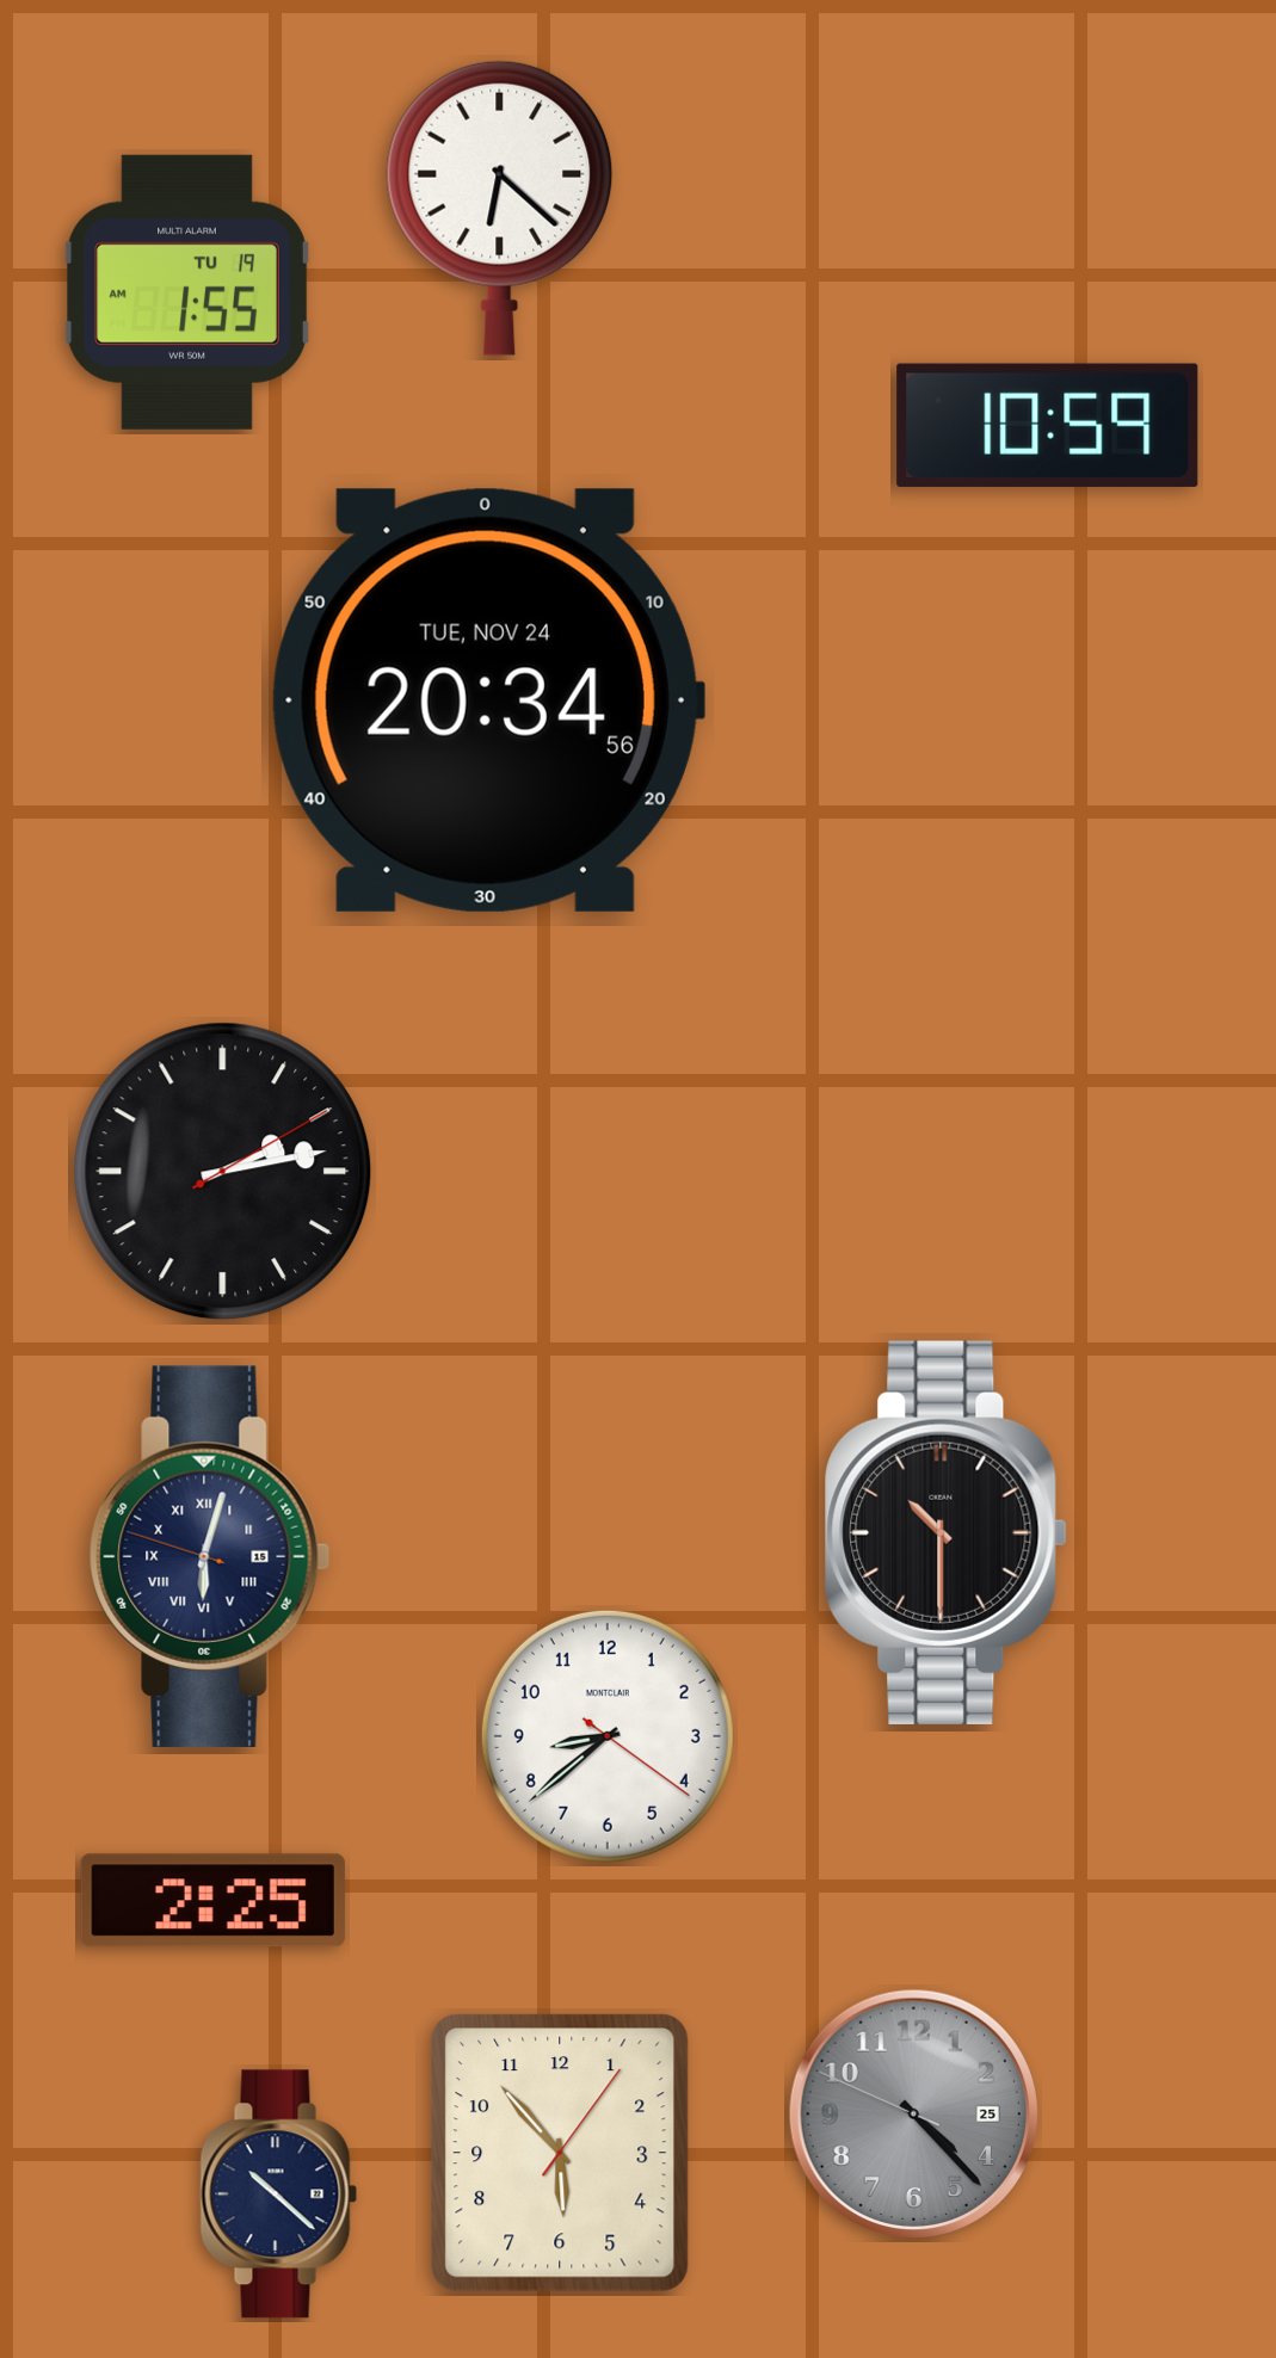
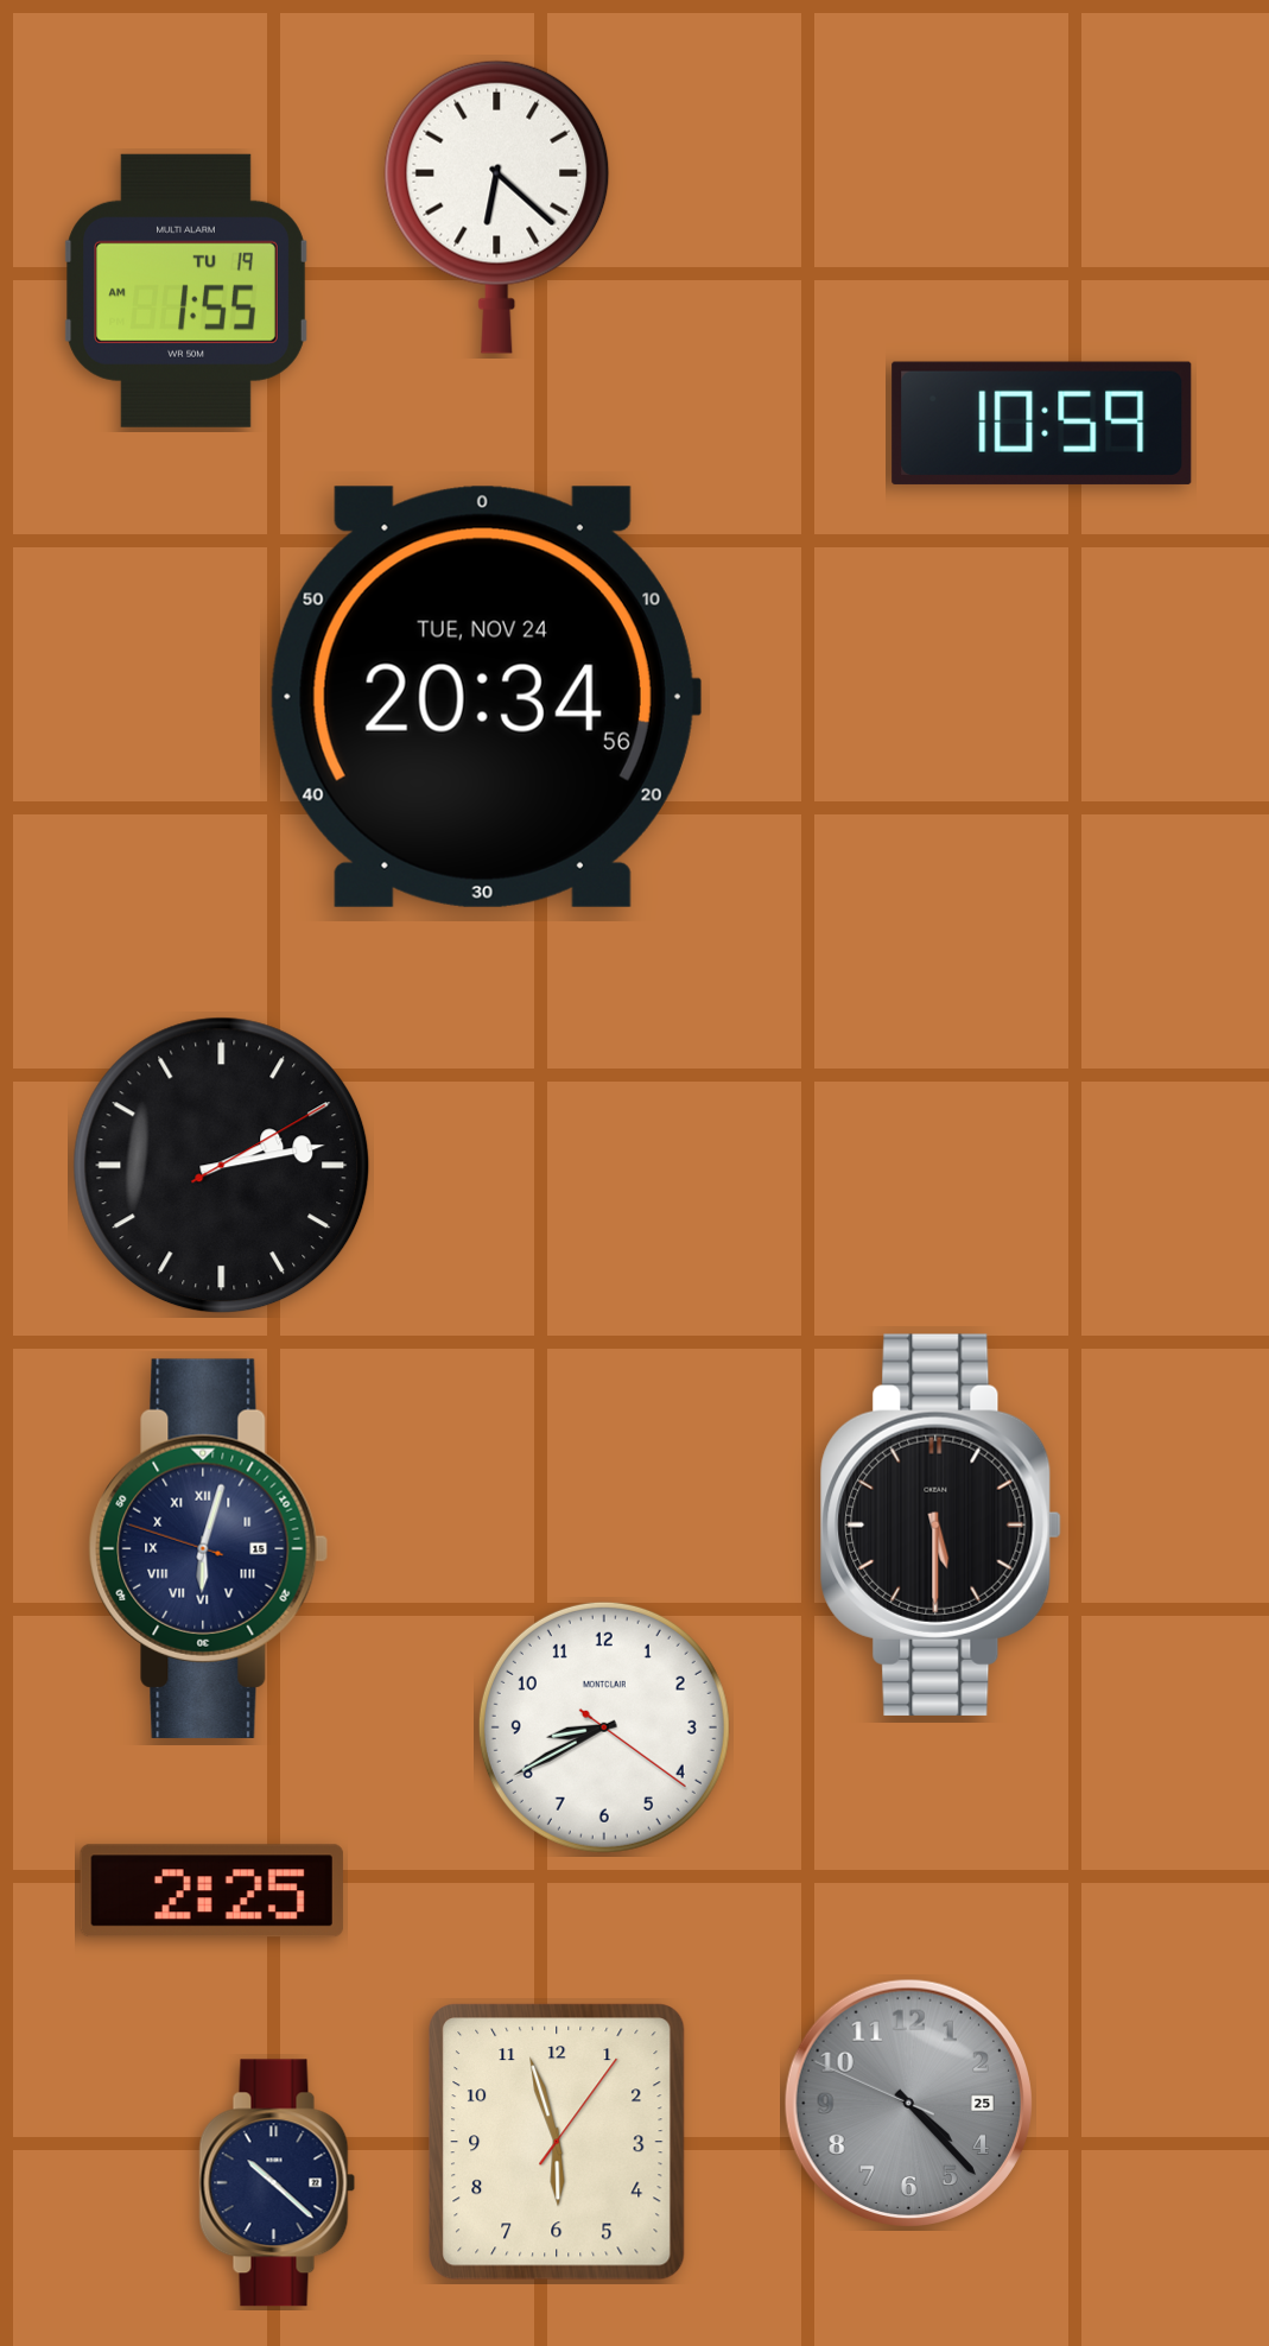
clock at (945, 1532): 10:30 -> 5:30
clock at (608, 1736): 8:38 -> 8:40
clock at (560, 2153): 5:53 -> 5:57
